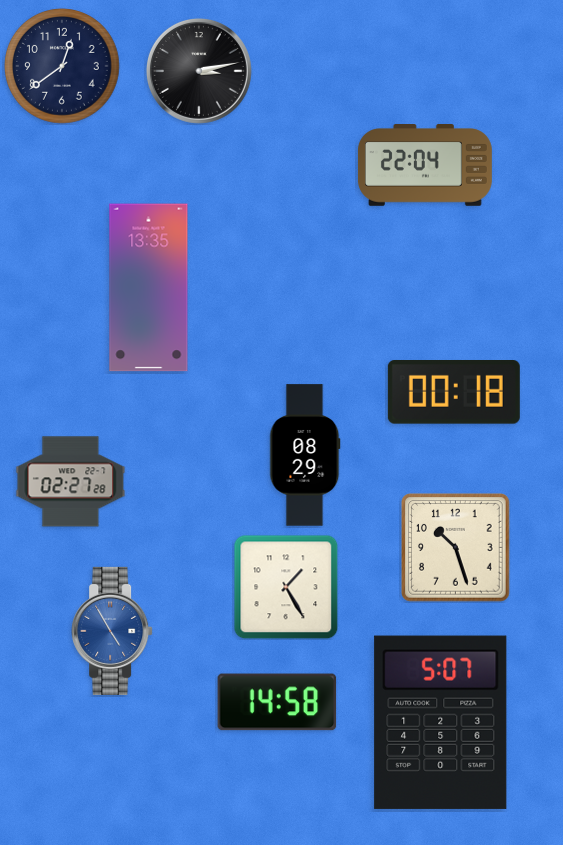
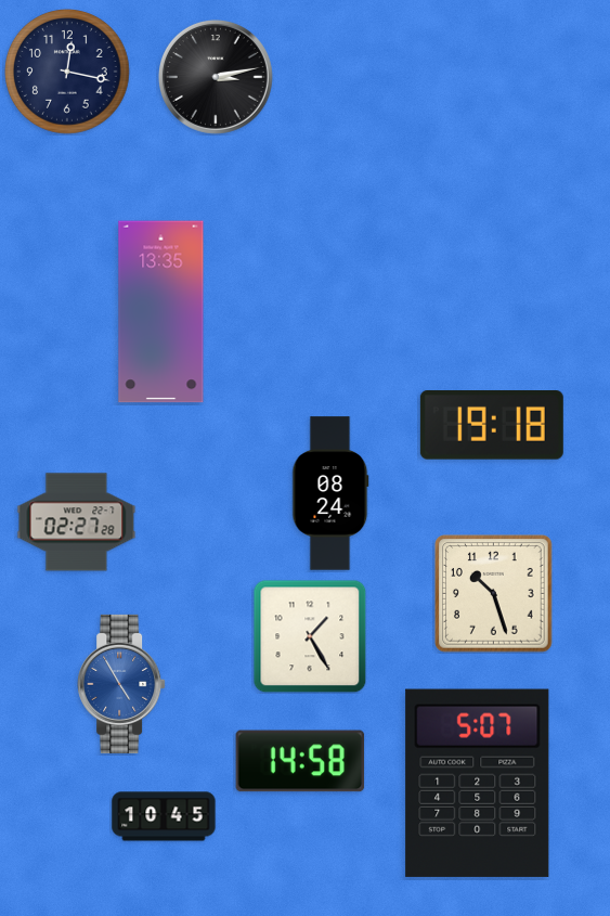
clock at (63, 67): 12:39 -> 12:17
clock at (425, 166): 22:04 -> none
clock at (454, 392): 00:18 -> 19:18
clock at (305, 455): 08:29 -> 08:24
clock at (164, 816): none -> 10:45
